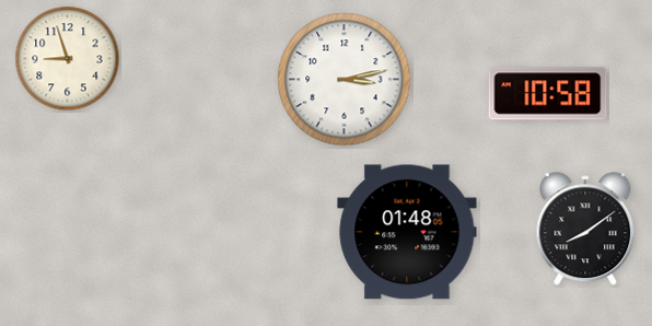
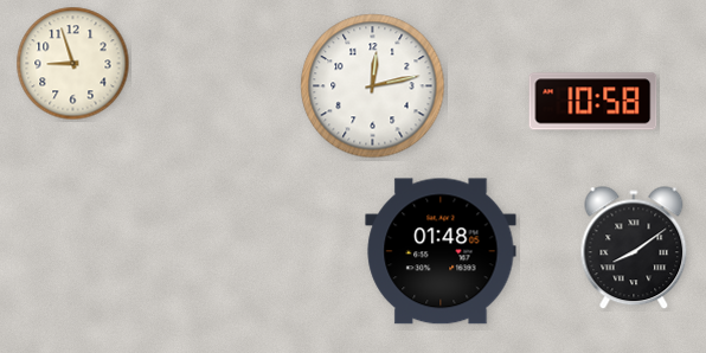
clock at (345, 80): 3:13 -> 12:13
